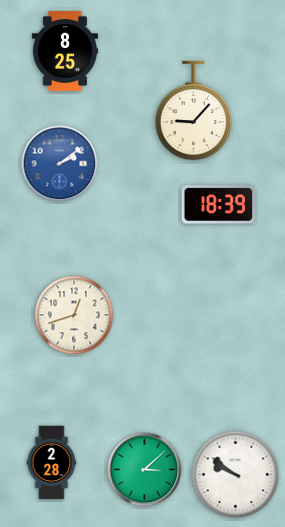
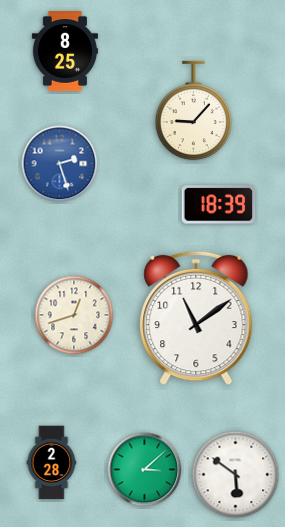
clock at (60, 164): 2:09 -> 2:27
clock at (196, 318): none -> 11:09
clock at (236, 475): 9:51 -> 5:51
